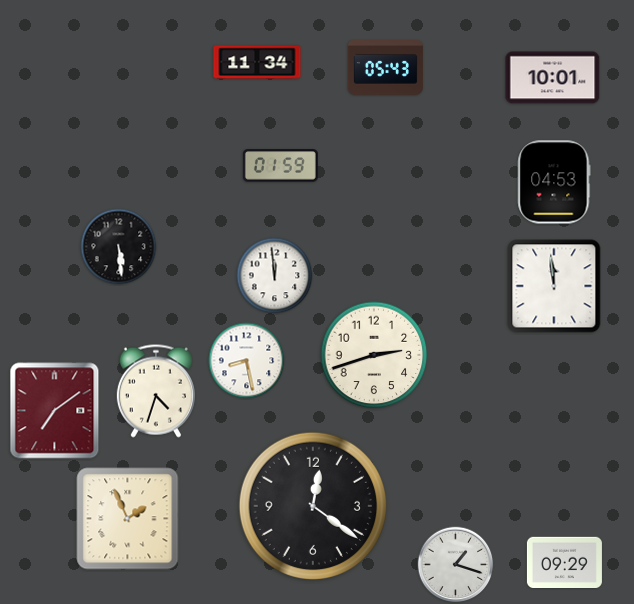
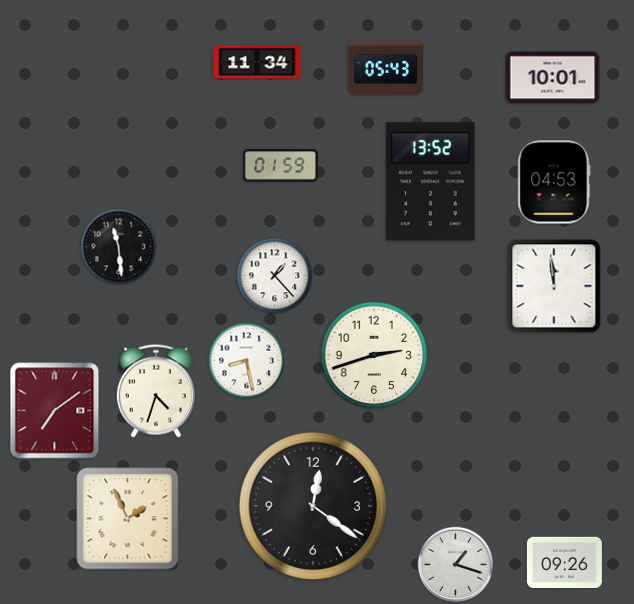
clock at (431, 182): none -> 13:52
clock at (119, 247): 5:29 -> 11:29
clock at (275, 276): 11:59 -> 1:23
clock at (564, 562): 09:29 -> 09:26
